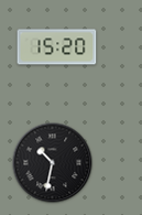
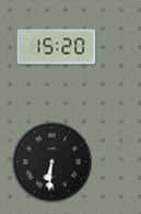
clock at (53, 163): 10:32 -> 6:31
